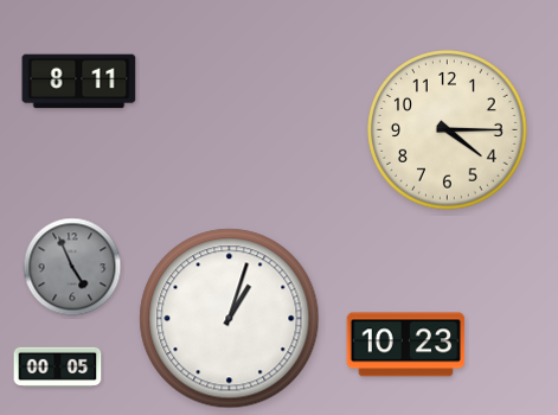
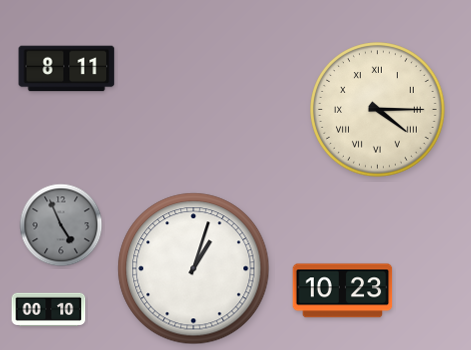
clock at (448, 130) numerals: Arabic -> Roman
clock at (58, 368): 00:05 -> 00:10
